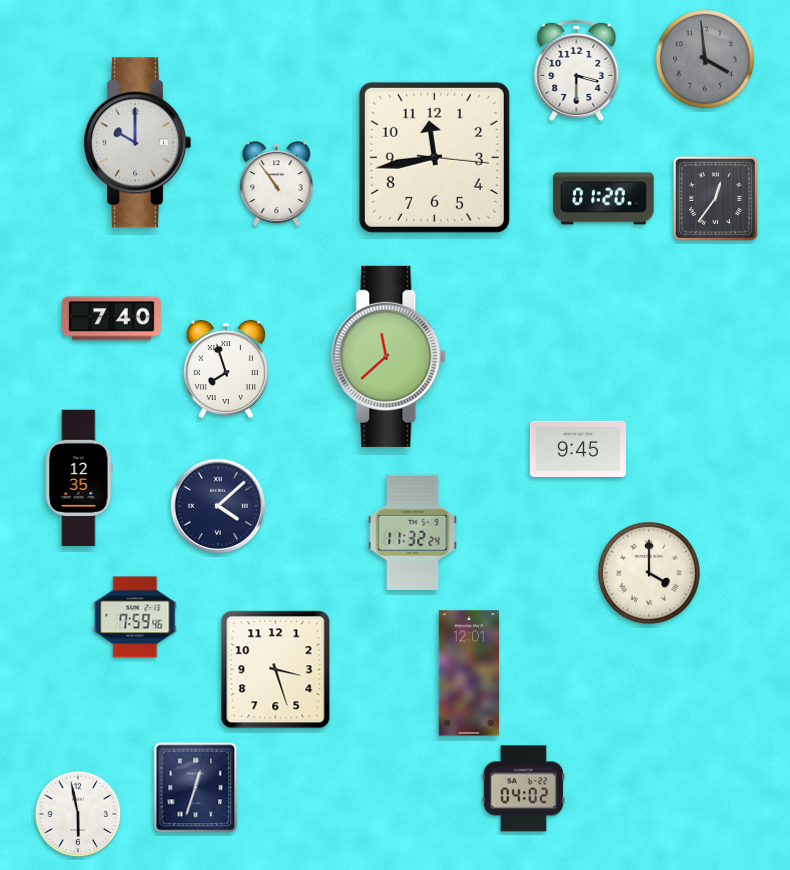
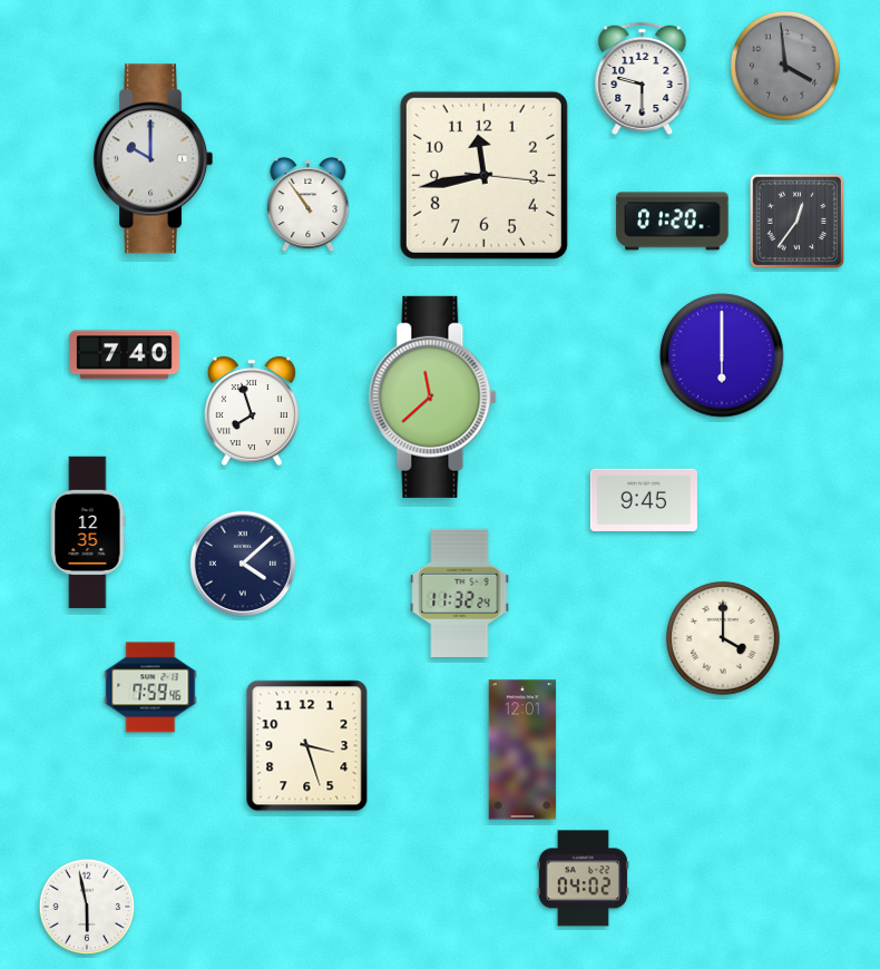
clock at (577, 70): 3:30 -> 9:30
clock at (722, 355): none -> 6:00
clock at (196, 788): 12:33 -> none
